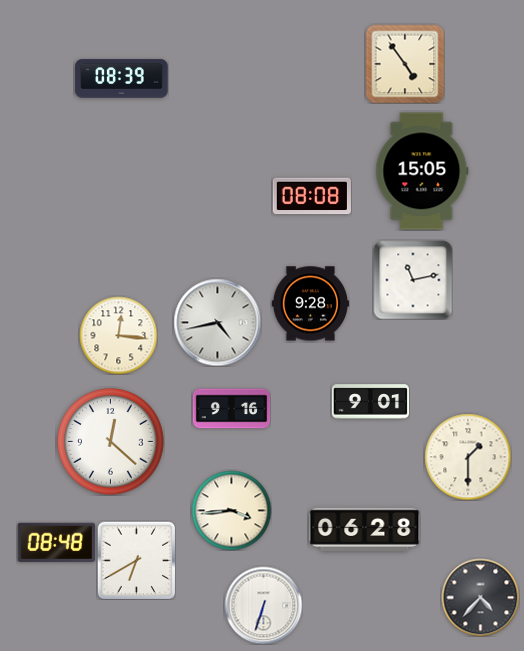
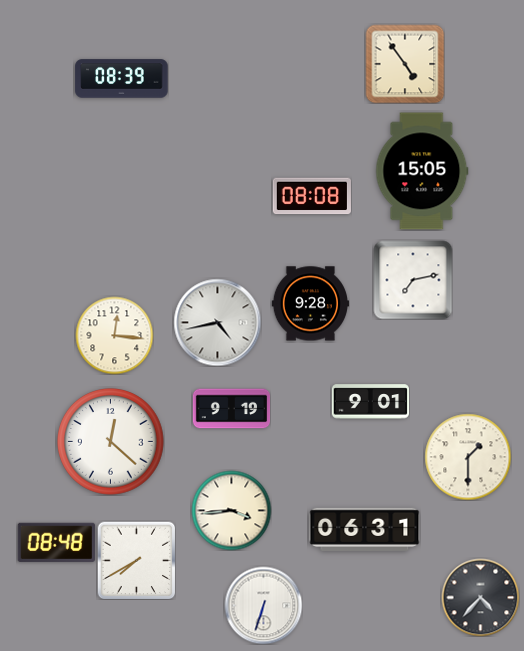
clock at (413, 280): 11:13 -> 7:13
clock at (118, 335) position: (118, 335) -> (114, 335)
clock at (231, 409): 9:16 -> 9:19
clock at (365, 529): 06:28 -> 06:31
clock at (136, 560): 6:40 -> 7:40
